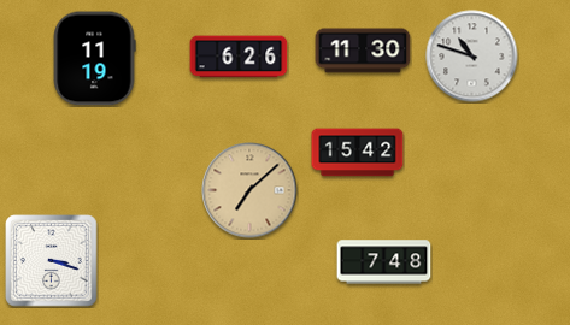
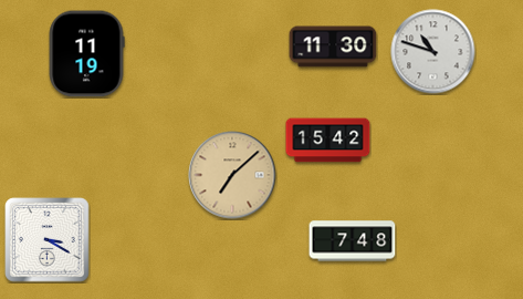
clock at (239, 57): 6:26 -> none
clock at (249, 190) position: (249, 190) -> (232, 175)
clock at (52, 261): 3:18 -> 3:20
